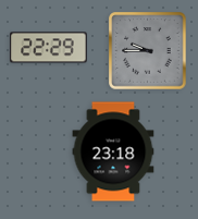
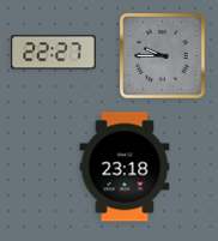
clock at (49, 48): 22:29 -> 22:27
